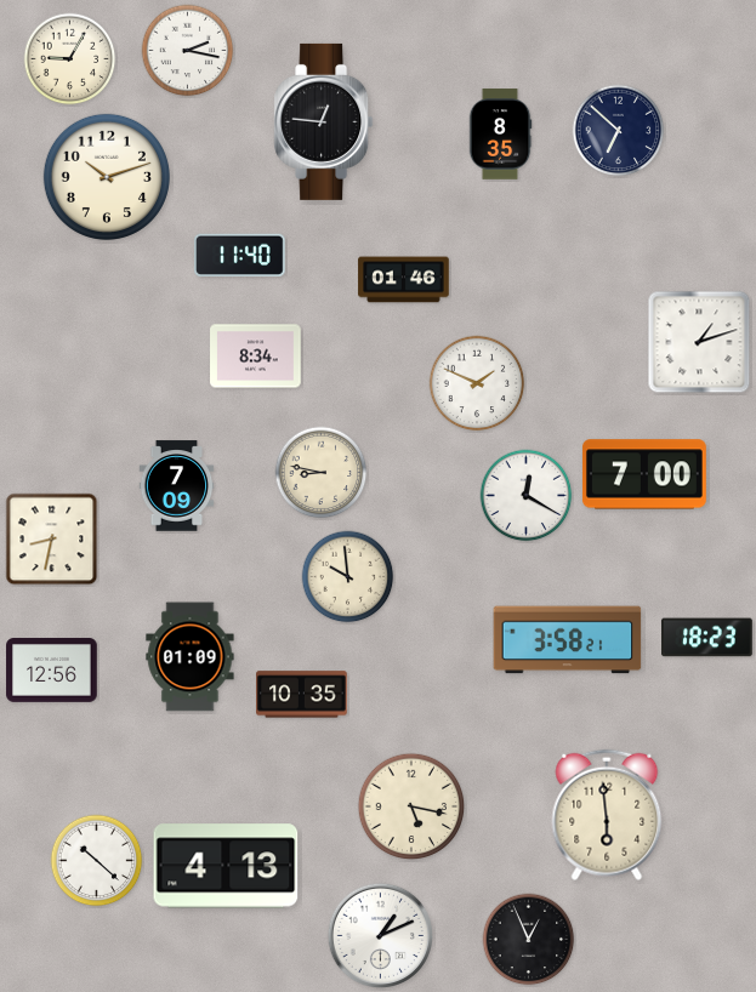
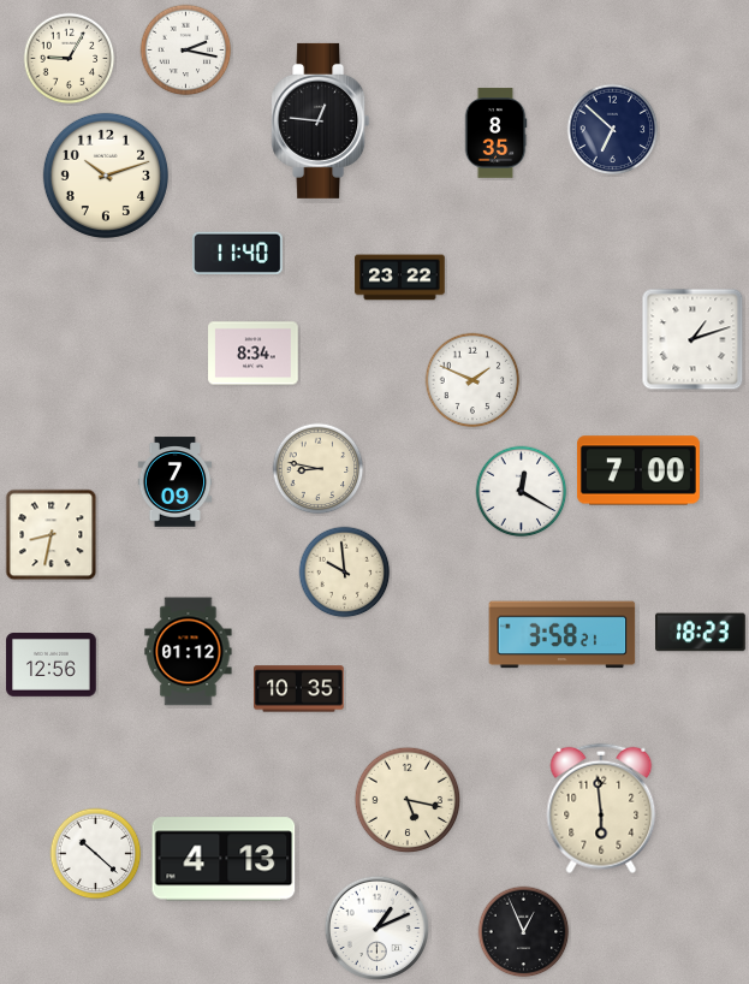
clock at (404, 280): 01:46 -> 23:22
clock at (191, 657): 01:09 -> 01:12
